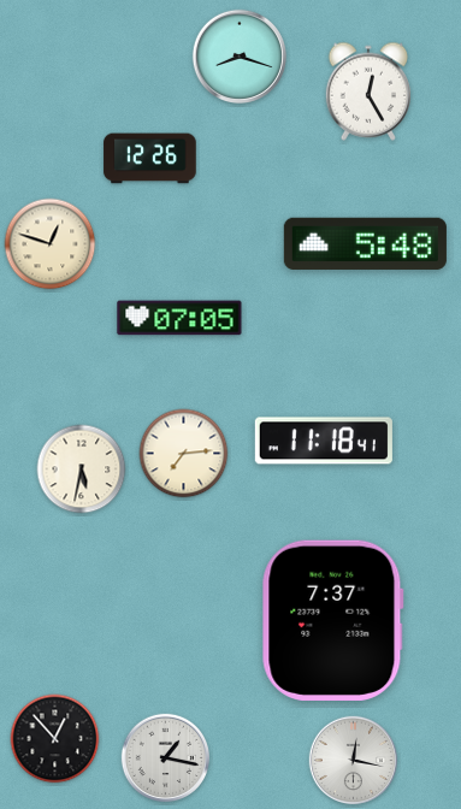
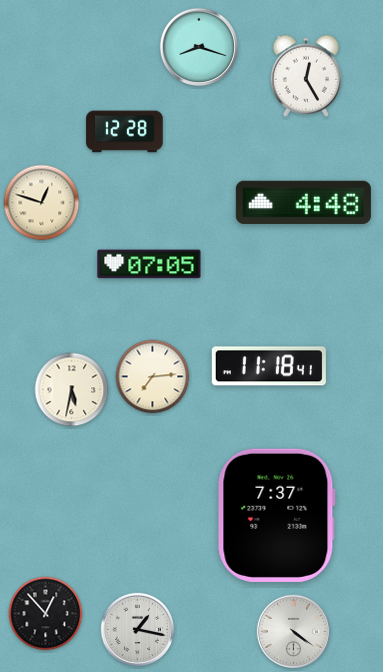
clock at (150, 159): 12:26 -> 12:28
clock at (365, 243): 5:48 -> 4:48
clock at (82, 470) position: (82, 470) -> (72, 390)
clock at (354, 761): 12:17 -> 4:21
